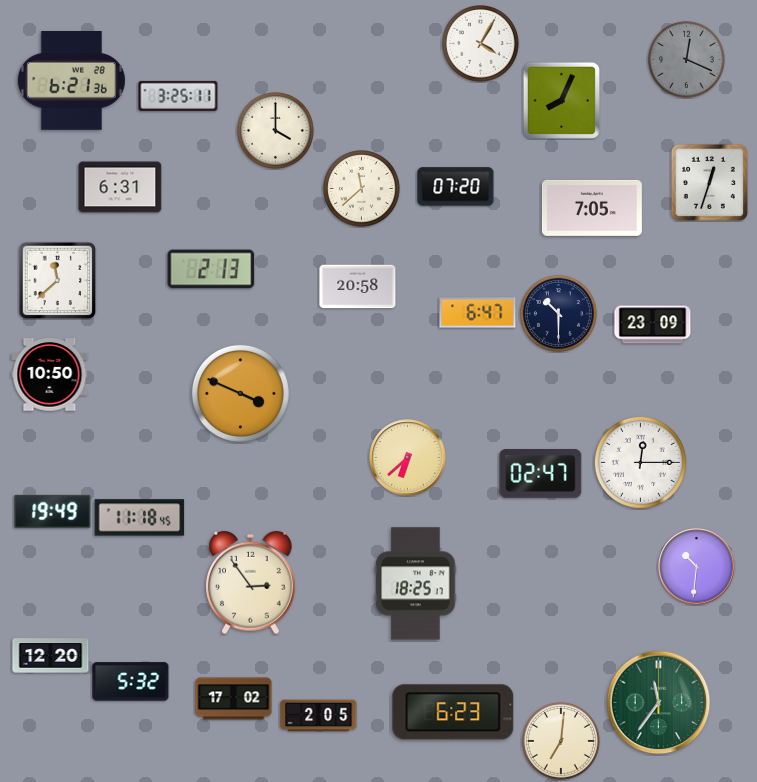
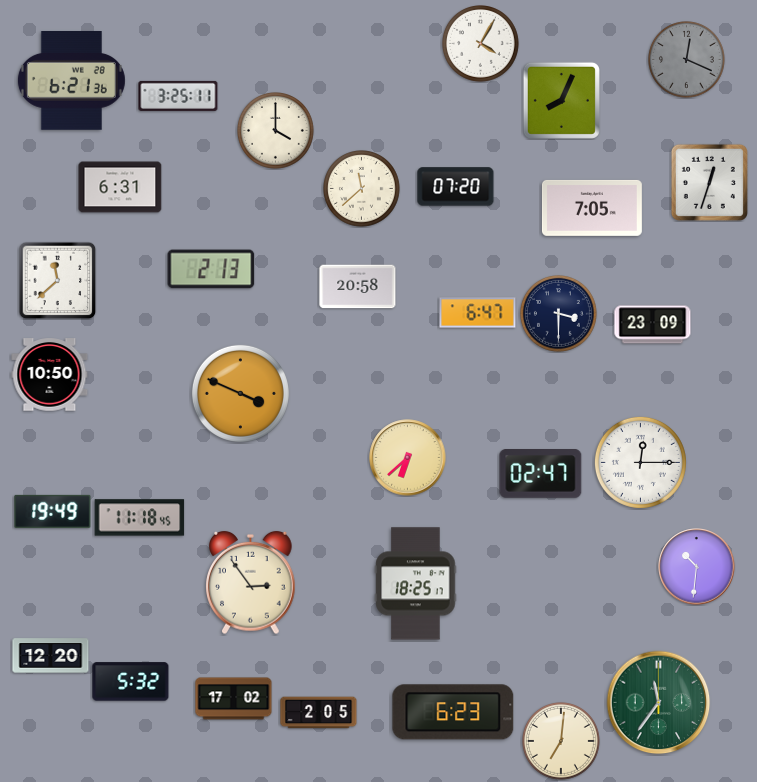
clock at (559, 314): 10:30 -> 3:30
clock at (319, 716) position: (319, 716) -> (319, 713)
